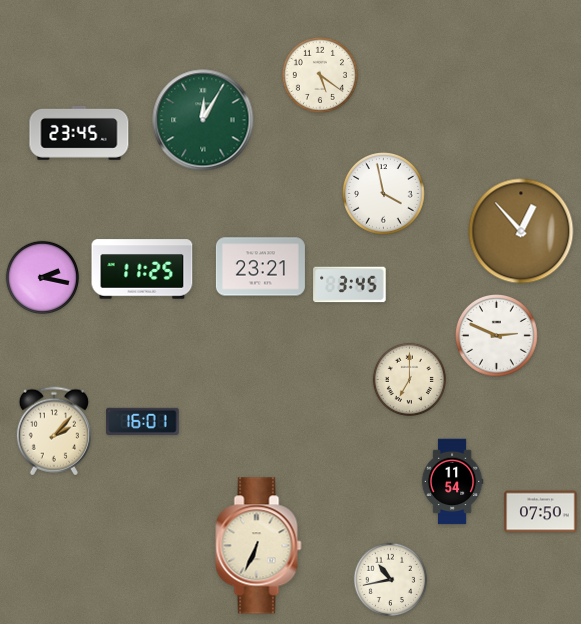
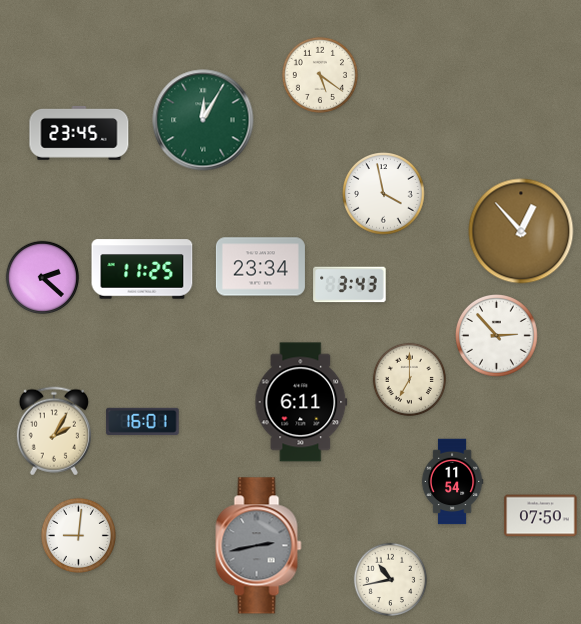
clock at (260, 267): 23:21 -> 23:34
clock at (42, 277): 2:17 -> 2:22
clock at (350, 285): 3:45 -> 3:43
clock at (497, 336): 2:49 -> 2:53
clock at (301, 402): none -> 6:11
clock at (54, 431): 2:07 -> 2:05
clock at (541, 512) position: (541, 512) -> (541, 516)
clock at (78, 535): none -> 9:01
clock at (259, 546): 6:34 -> 2:43
clock at (259, 546) dial: cream -> grey
